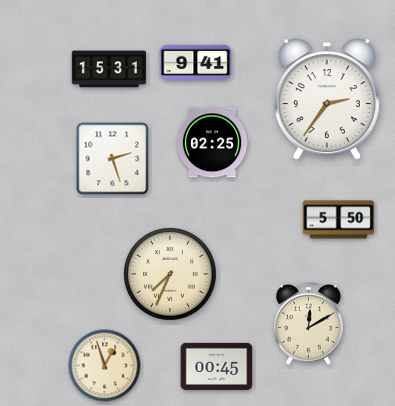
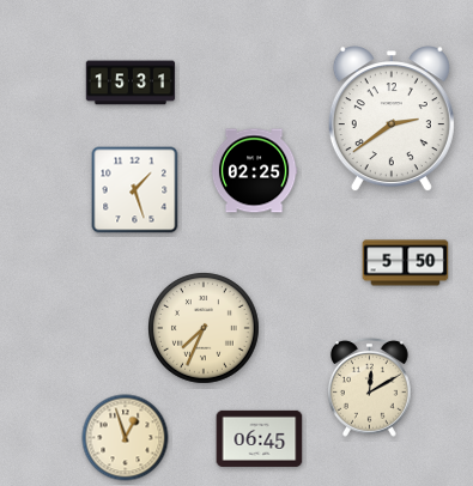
clock at (196, 63): 9:41 -> none
clock at (327, 100): 2:36 -> 2:39
clock at (113, 159): 2:27 -> 1:27
clock at (217, 366): 00:45 -> 06:45
